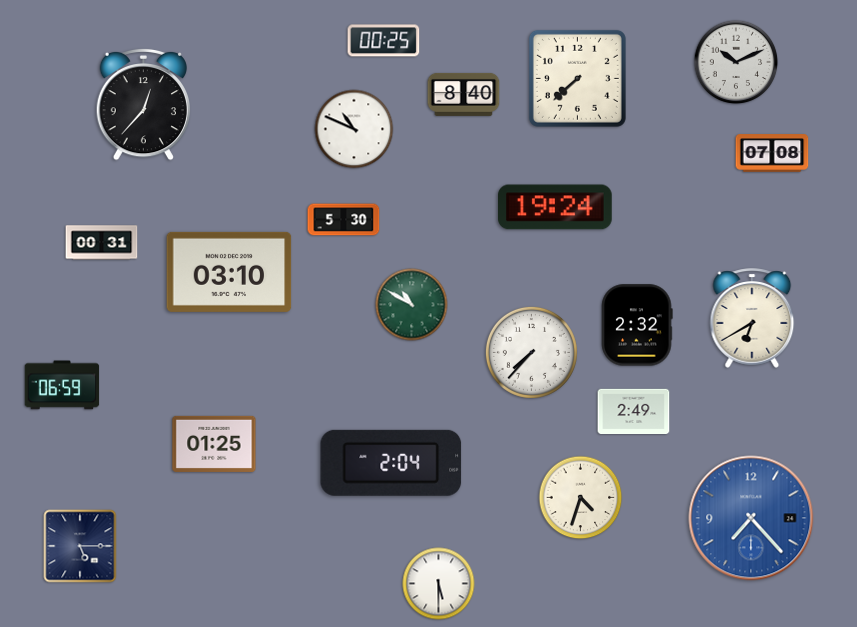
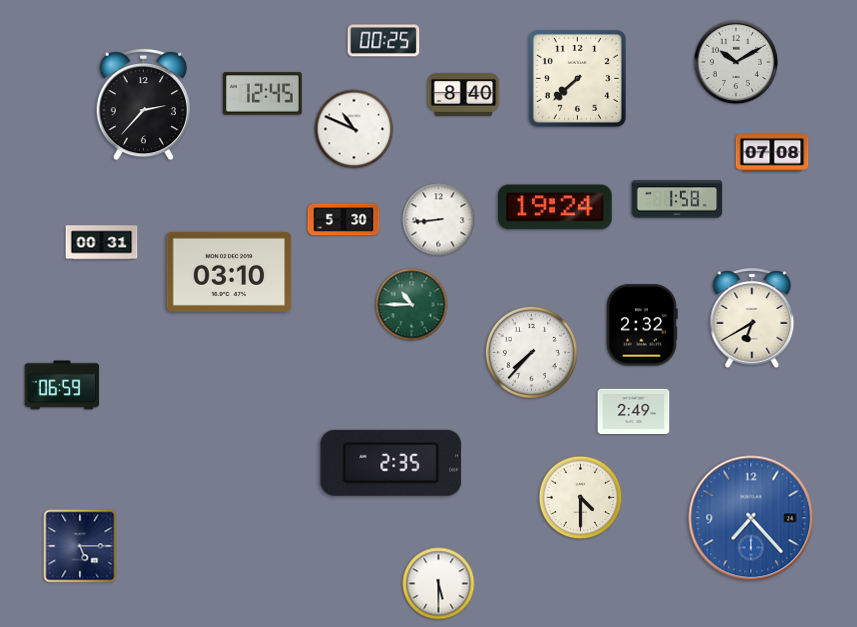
clock at (736, 62): 10:11 -> 10:10
clock at (263, 94): none -> 12:45
clock at (143, 104): 12:37 -> 2:37
clock at (677, 199): none -> 1:58
clock at (439, 220): none -> 8:44
clock at (412, 305): 10:50 -> 10:45
clock at (637, 325) position: (637, 325) -> (642, 325)
clock at (214, 444): 01:25 -> none
clock at (391, 463): 2:04 -> 2:35
clock at (581, 498): 4:33 -> 4:30
